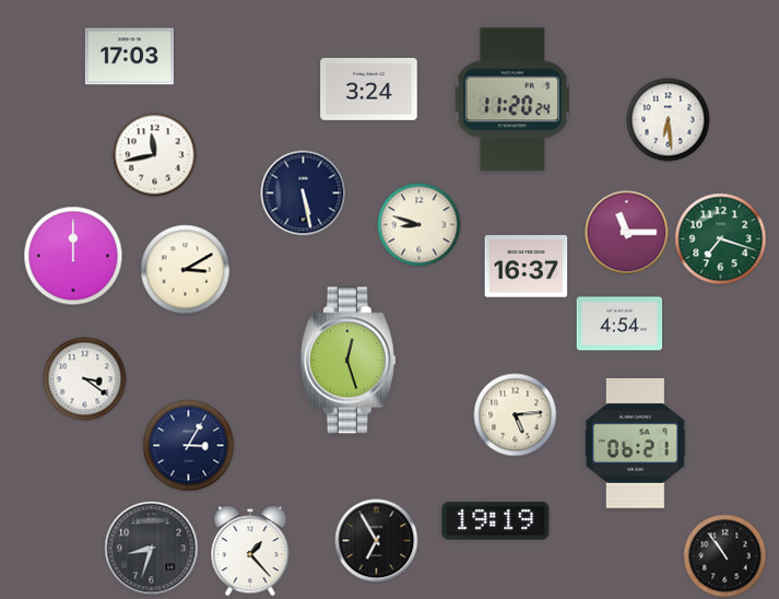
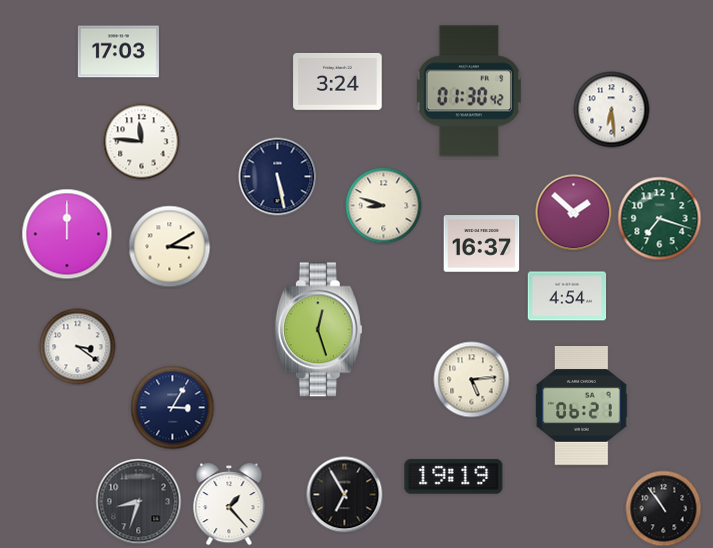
clock at (512, 99): 11:20 -> 01:30
clock at (155, 155): 11:43 -> 11:46
clock at (627, 233): 11:15 -> 1:52
